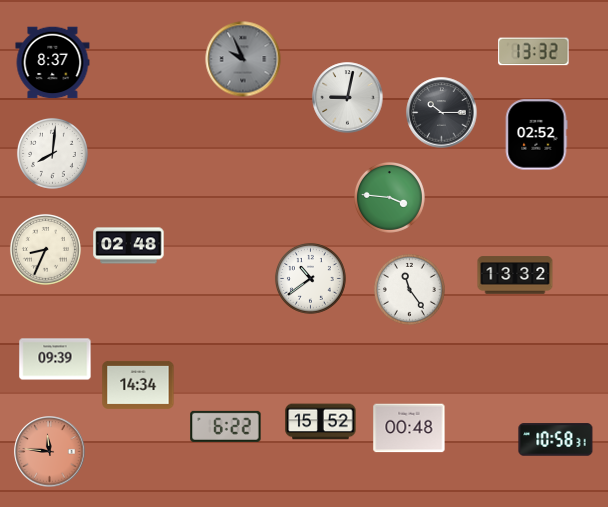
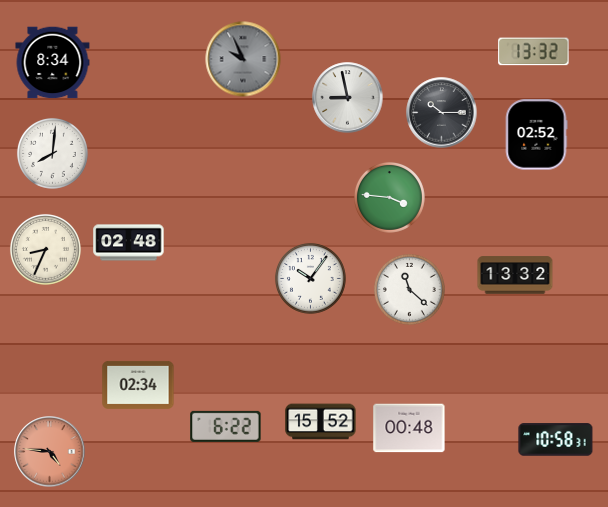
clock at (53, 63): 8:37 -> 8:34
clock at (348, 98): 9:02 -> 8:58
clock at (129, 246) position: (129, 246) -> (129, 243)
clock at (310, 278): 10:39 -> 10:06
clock at (409, 289): 11:24 -> 11:22
clock at (55, 359): 09:39 -> none
clock at (138, 385): 14:34 -> 02:34
clock at (50, 452): 11:46 -> 4:46
